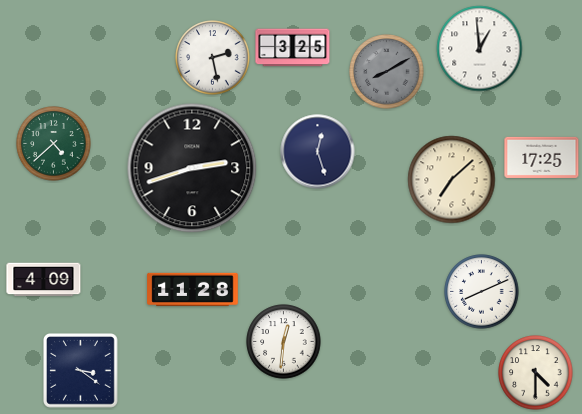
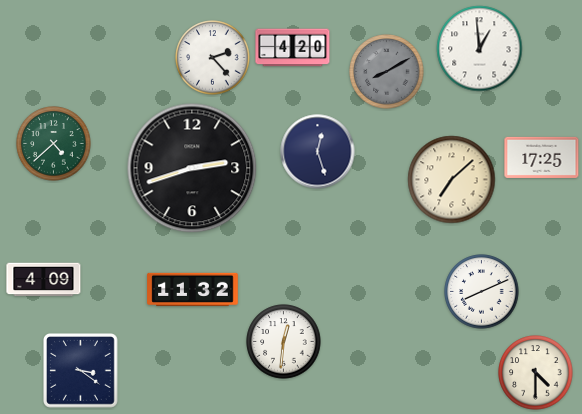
clock at (293, 48): 3:25 -> 4:20
clock at (213, 58): 2:28 -> 2:23
clock at (193, 290): 11:28 -> 11:32
